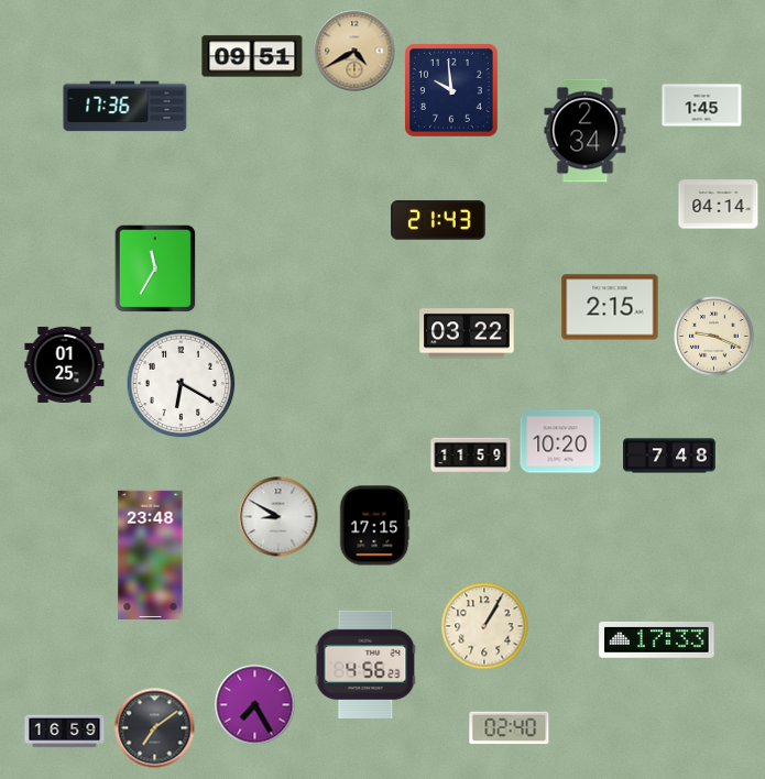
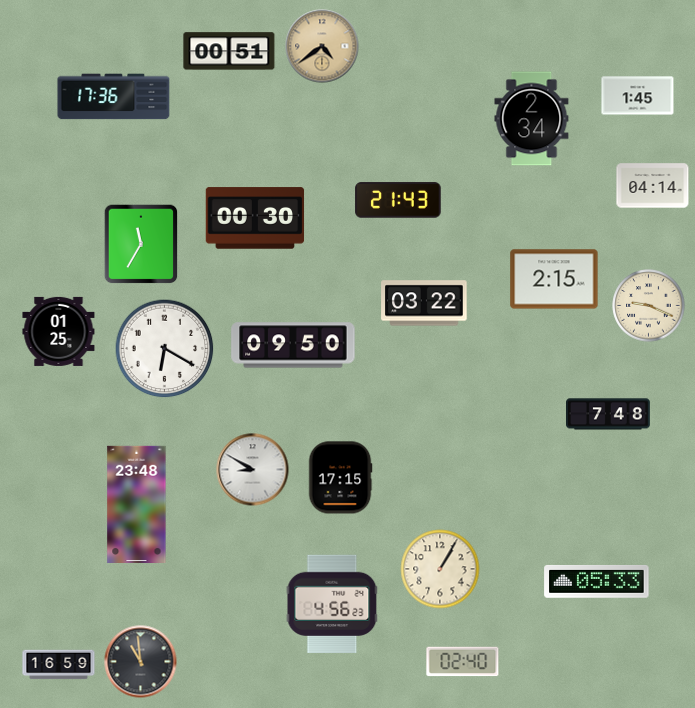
clock at (354, 51): 4:40 -> 4:39
clock at (252, 56): 09:51 -> 00:51
clock at (451, 90): 9:59 -> none
clock at (255, 218): none -> 00:30
clock at (293, 345): none -> 09:50
clock at (560, 441): 10:20 -> none
clock at (471, 456): 11:59 -> none
clock at (657, 639): 17:33 -> 05:33
clock at (255, 705): 7:25 -> none
clock at (155, 728): 7:09 -> 10:59
